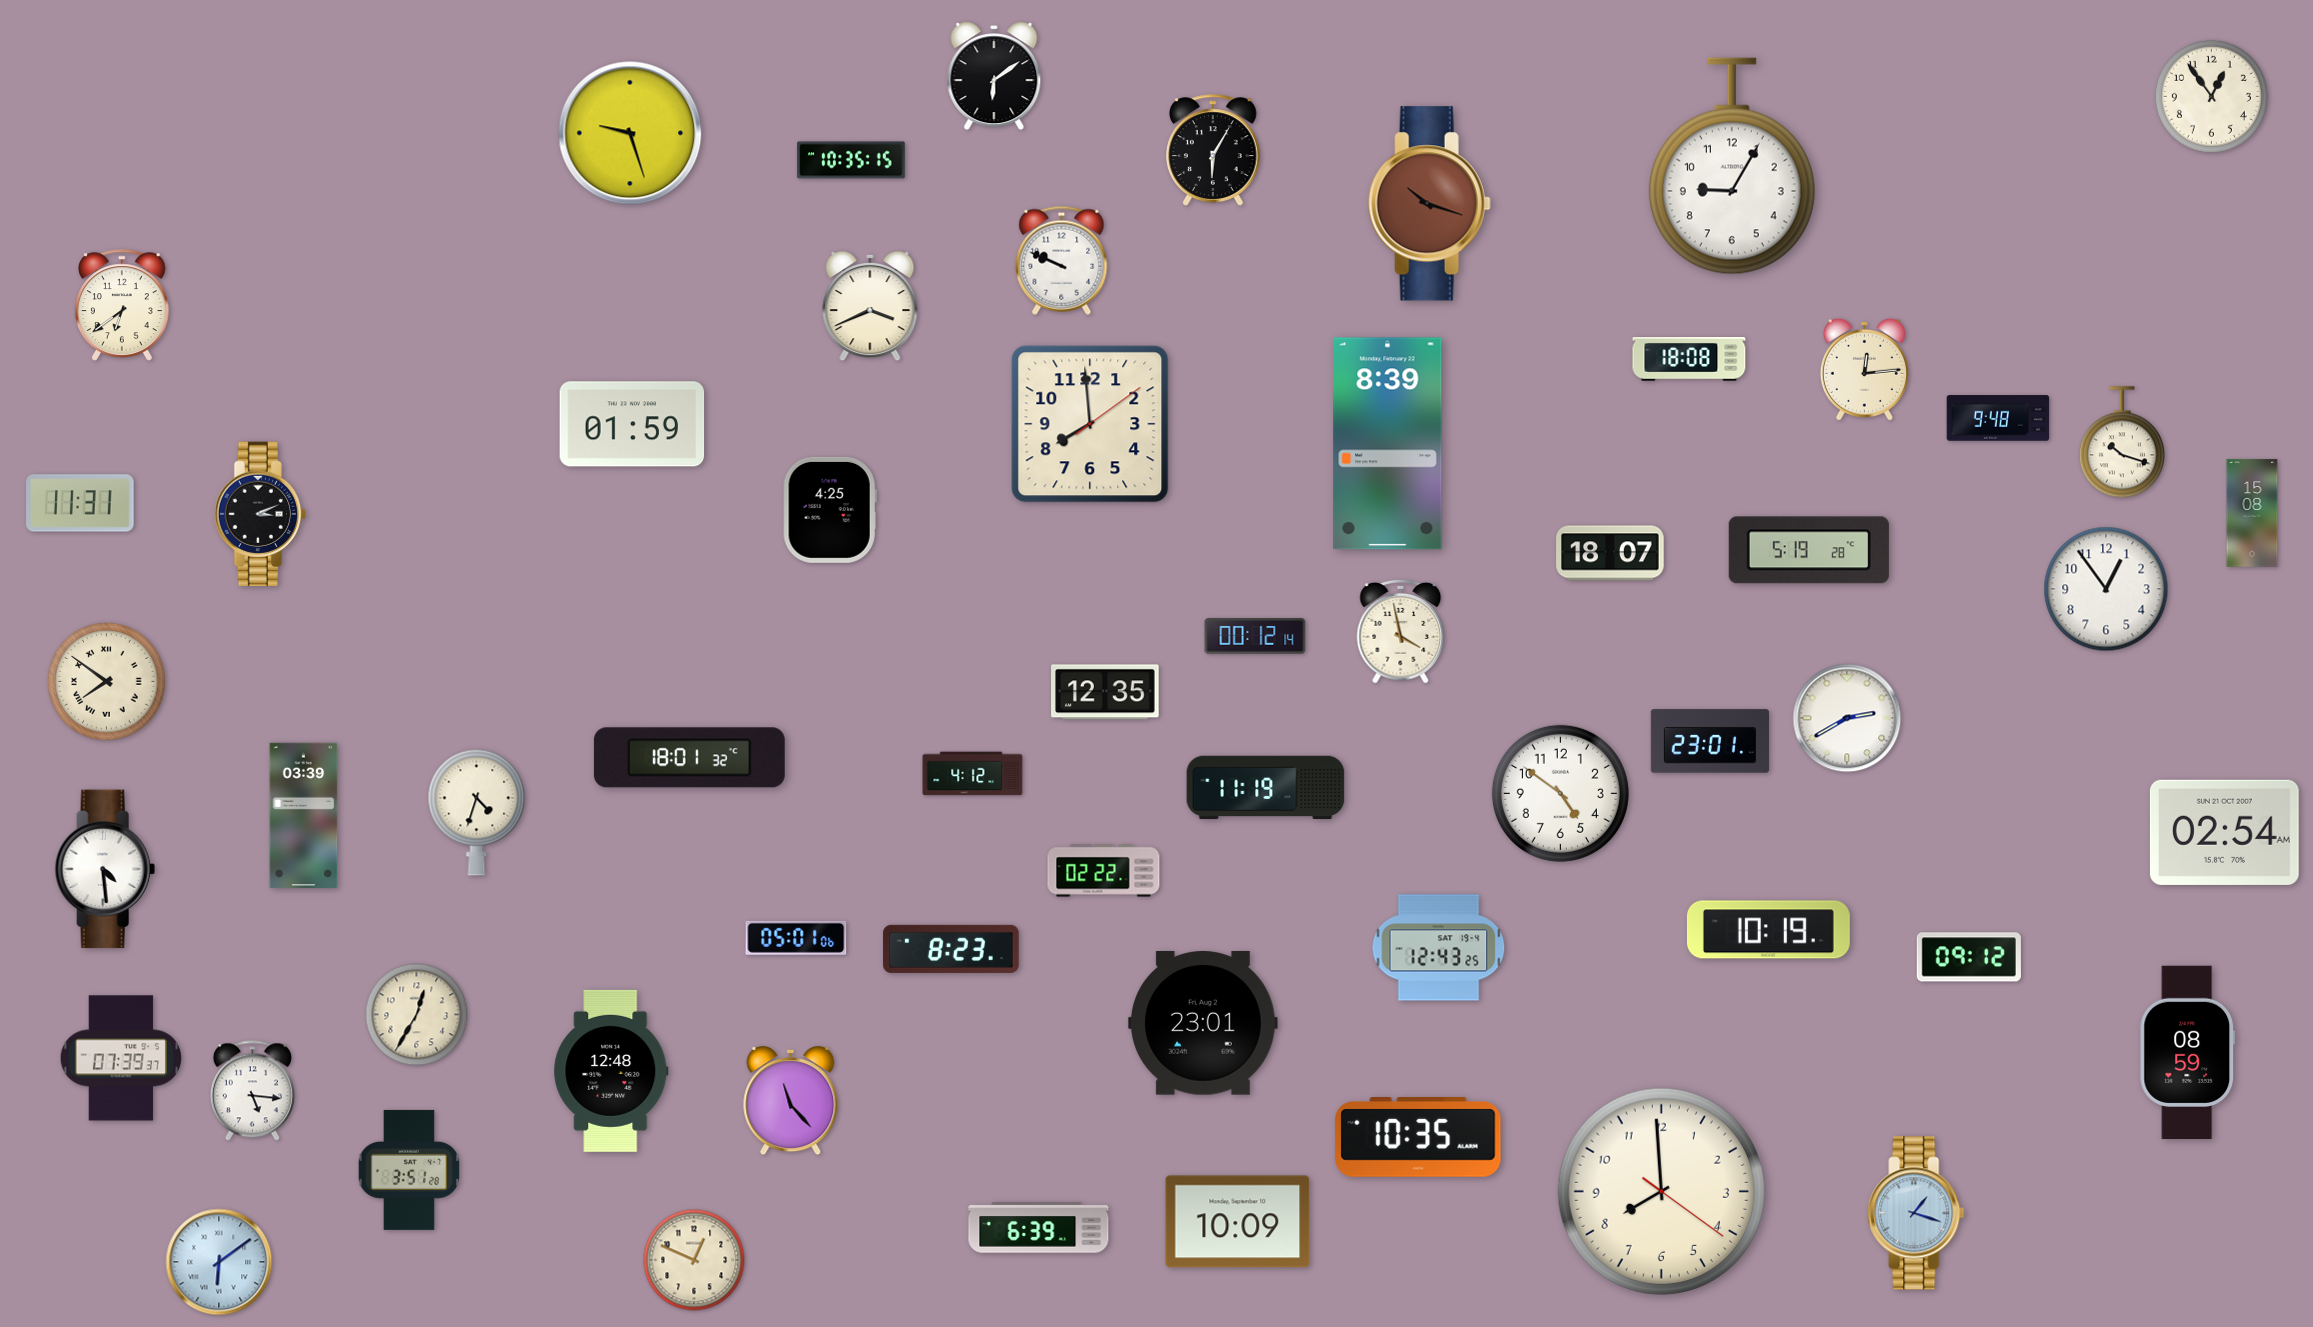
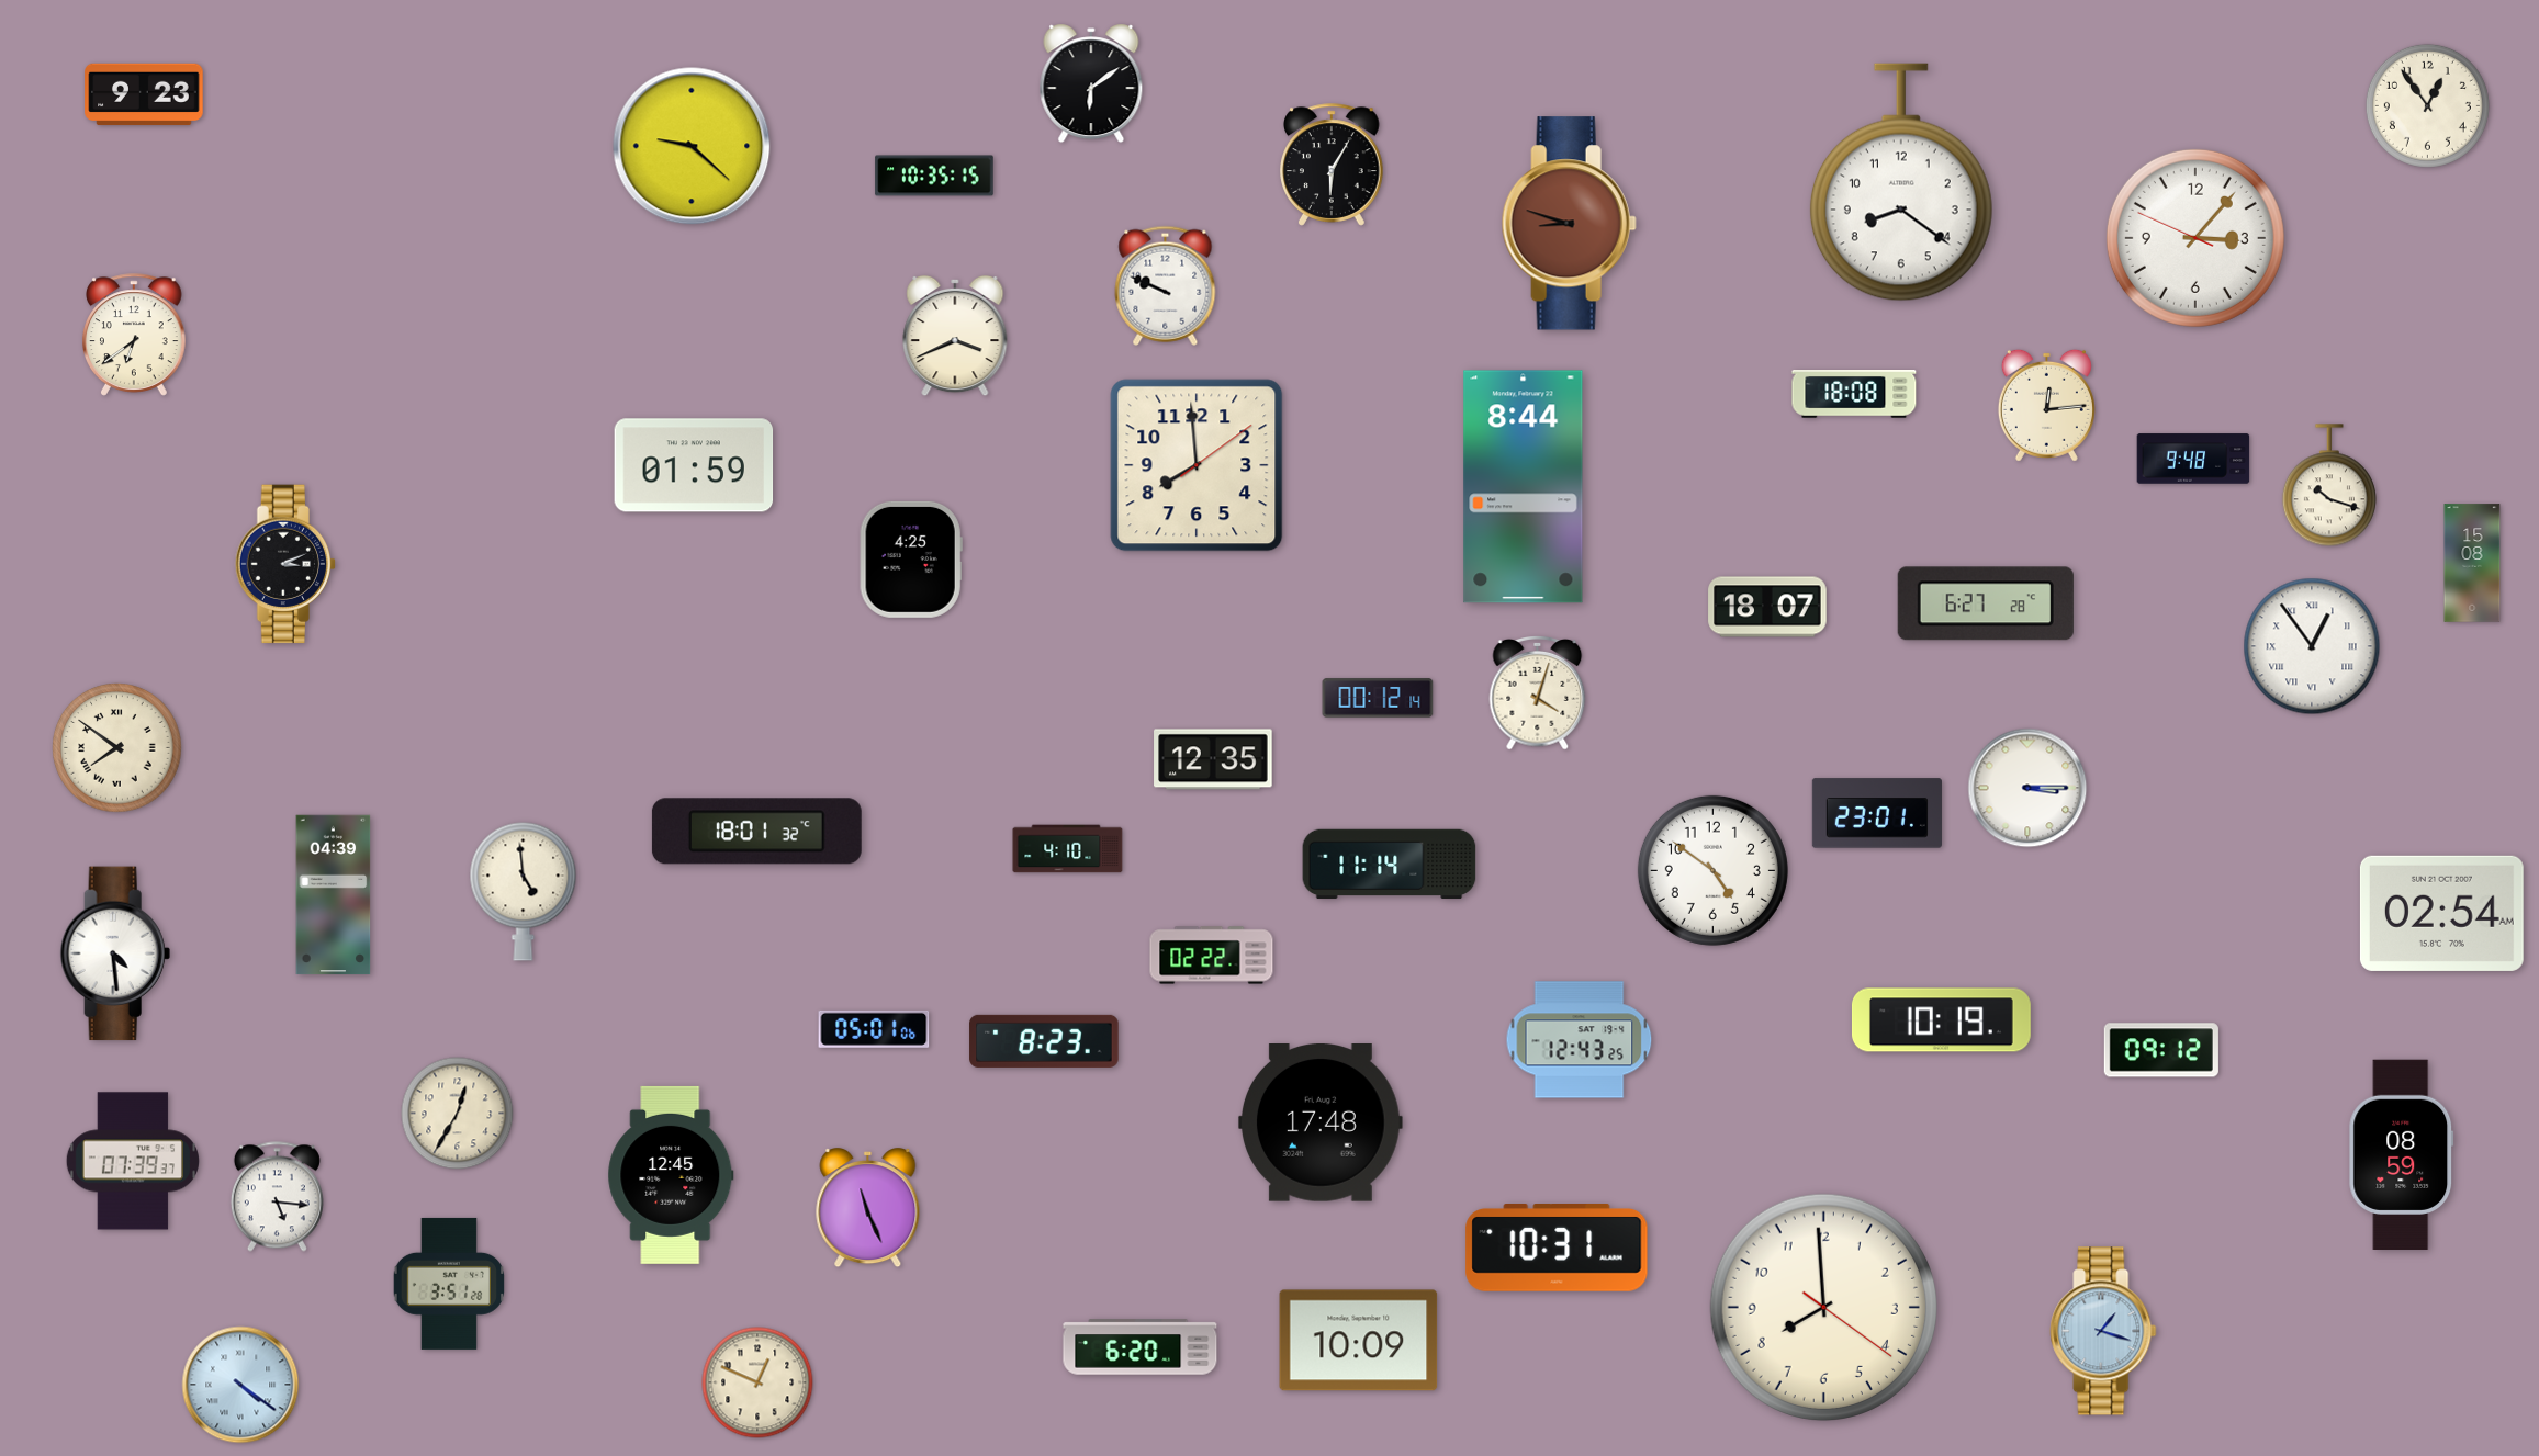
clock at (144, 94): none -> 9:23
clock at (630, 133): 9:27 -> 9:22
clock at (1732, 166): 9:05 -> 8:21
clock at (1429, 204): 10:18 -> 8:48
clock at (2195, 238): none -> 3:06
clock at (1388, 444): 8:39 -> 8:44
clock at (80, 503): 11:31 -> none
clock at (1809, 550): 5:19 -> 6:27
clock at (2106, 589) numerals: Arabic -> Roman
clock at (1401, 632): 3:58 -> 4:03
clock at (1847, 718): 2:40 -> 3:15
clock at (973, 774): 4:12 -> 4:10
clock at (1266, 788): 11:19 -> 11:14
clock at (477, 812): 4:33 -> 4:59
clock at (304, 816): 03:39 -> 04:39
clock at (1203, 1024): 23:01 -> 17:48
clock at (611, 1071): 12:48 -> 12:45
clock at (791, 1101): 11:23 -> 11:26
clock at (1418, 1138): 10:35 -> 10:31
clock at (1039, 1228): 6:39 -> 6:20
clock at (694, 1260) position: (694, 1260) -> (757, 1382)
clock at (219, 1262): 6:09 -> 4:21
